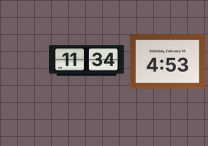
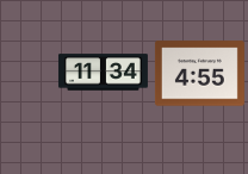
clock at (167, 62): 4:53 -> 4:55
